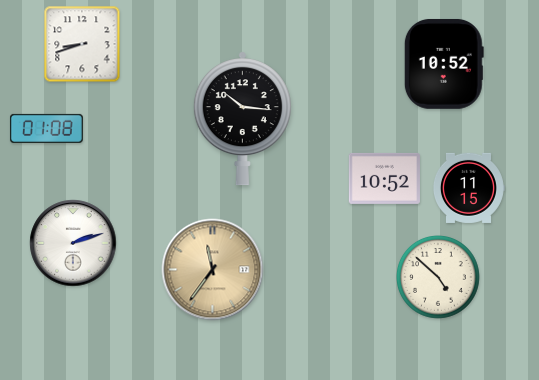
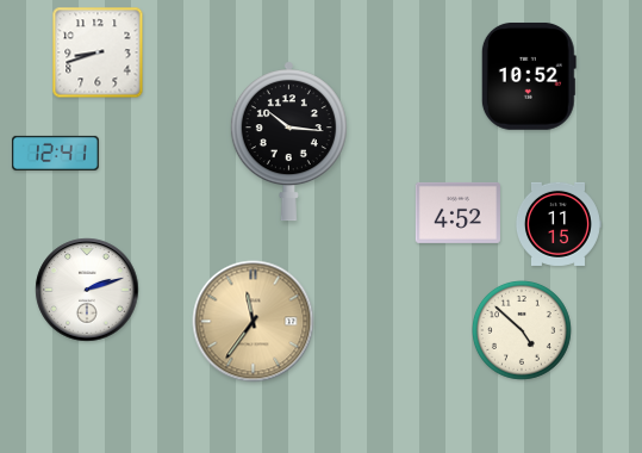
clock at (46, 128): 01:08 -> 12:41
clock at (384, 178): 10:52 -> 4:52
